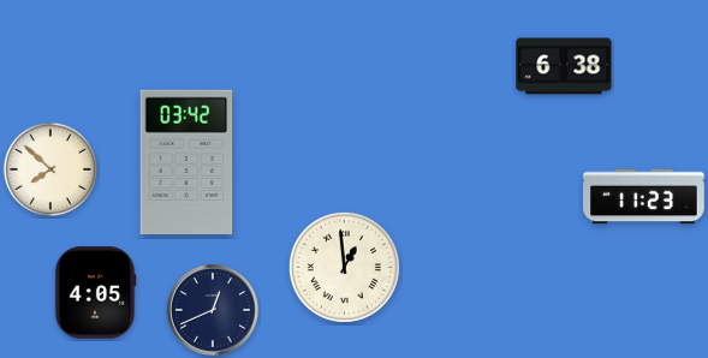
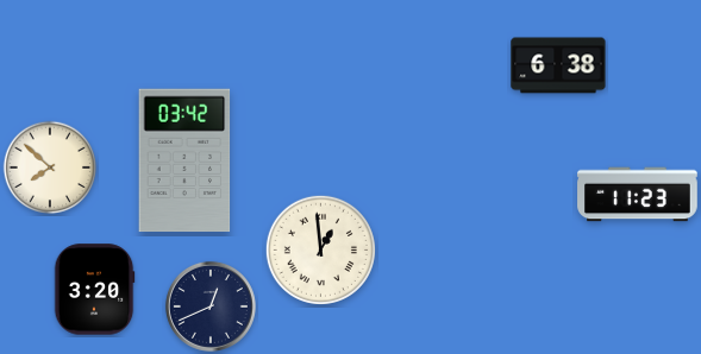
clock at (344, 267) position: (344, 267) -> (320, 249)
clock at (95, 293): 4:05 -> 3:20
